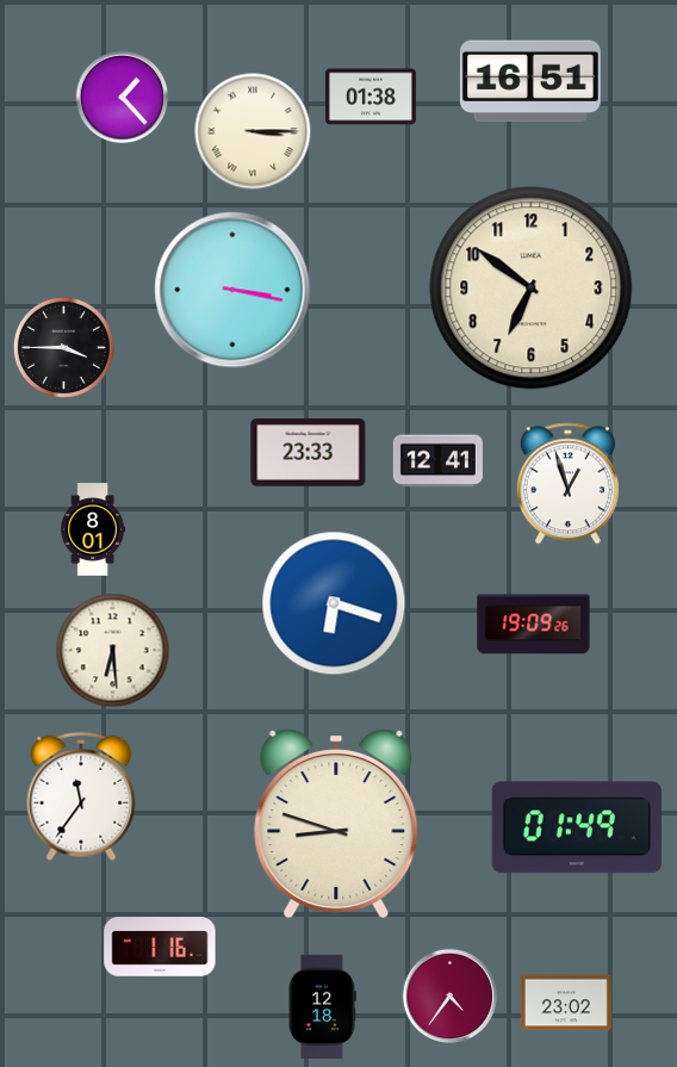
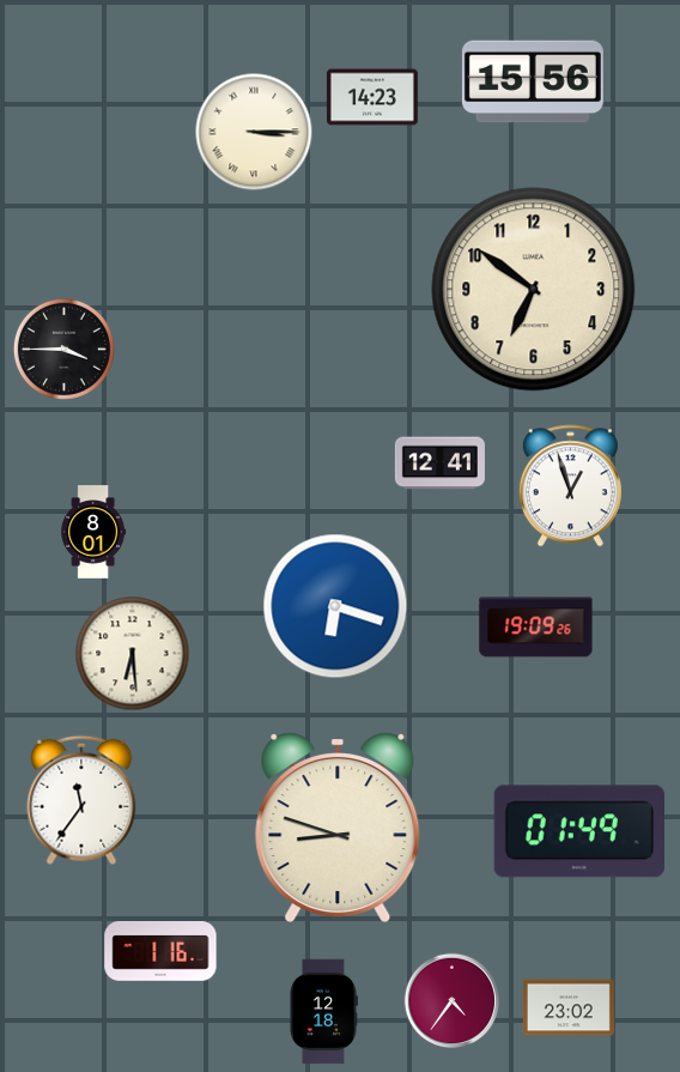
clock at (530, 81): 16:51 -> 15:56
clock at (371, 97): 01:38 -> 14:23
clock at (123, 98): 1:23 -> none
clock at (232, 290): 3:17 -> none
clock at (309, 453): 23:33 -> none
clock at (113, 651) position: (113, 651) -> (133, 654)
